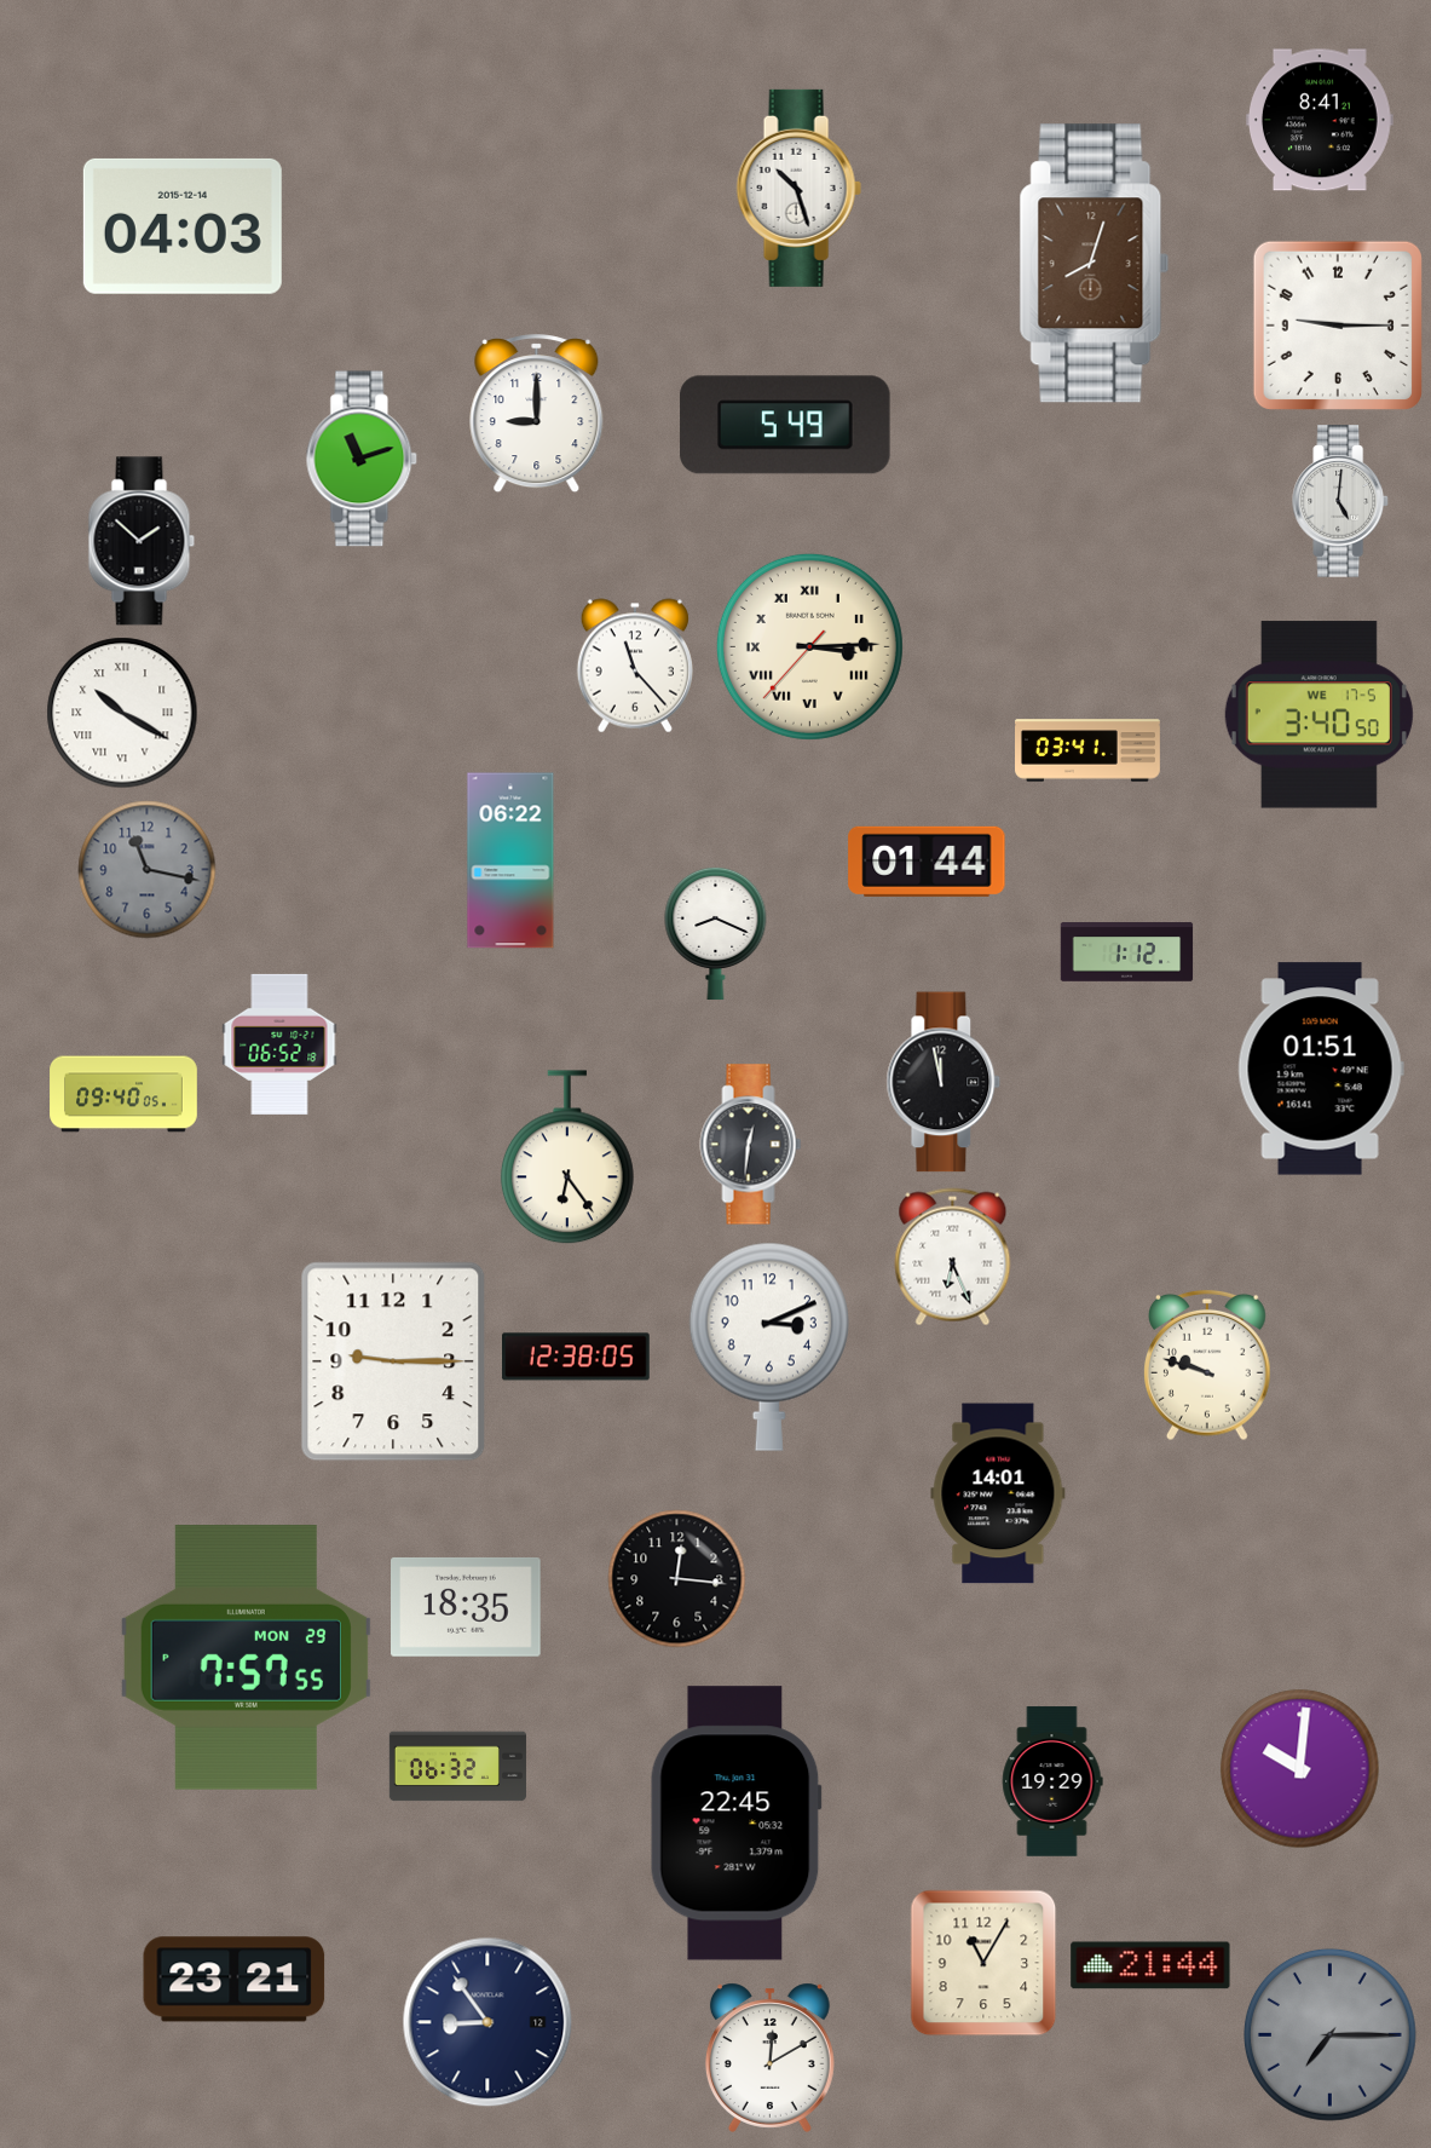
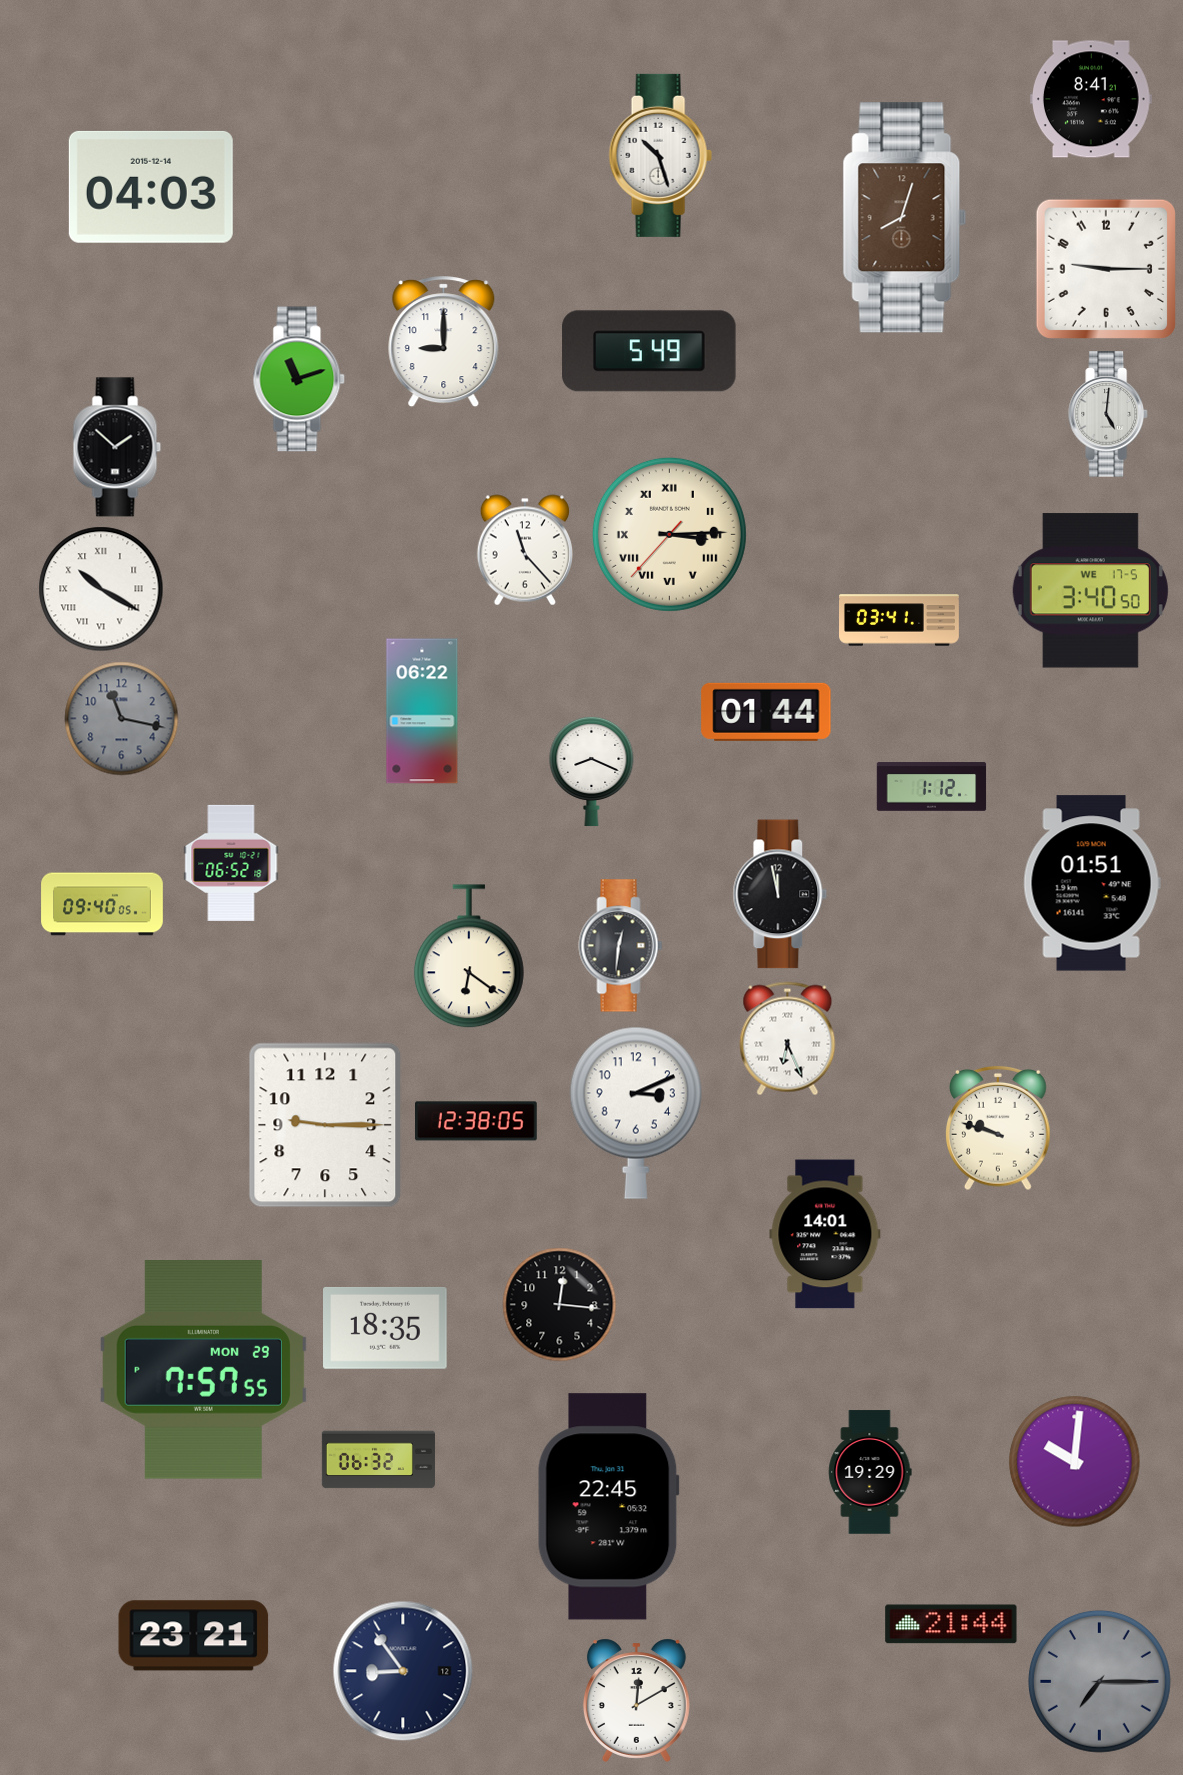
clock at (567, 1158): 6:24 -> 6:21
clock at (983, 1963): 11:05 -> none
